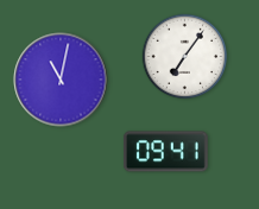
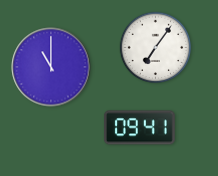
clock at (61, 80): 11:02 -> 11:00
